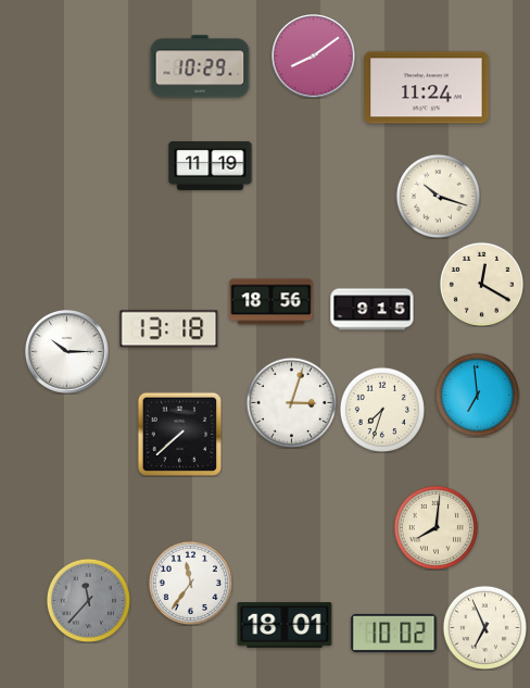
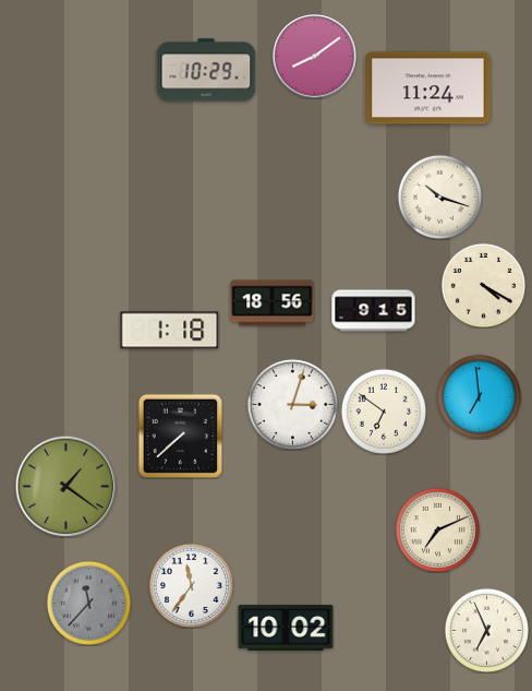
clock at (200, 66) position: (200, 66) -> (206, 70)
clock at (211, 165): 11:19 -> none
clock at (481, 284): 12:20 -> 4:20
clock at (169, 329): 13:18 -> 1:18
clock at (67, 352): 10:15 -> none
clock at (382, 410): 7:33 -> 6:51
clock at (65, 486): none -> 1:21
clock at (436, 527): 8:01 -> 7:11
clock at (285, 625): 18:01 -> 10:02
clock at (394, 633): 10:02 -> none
